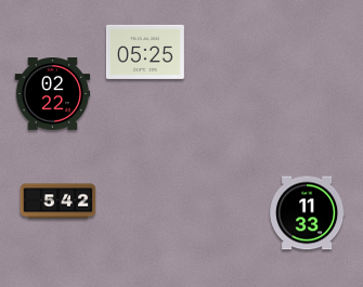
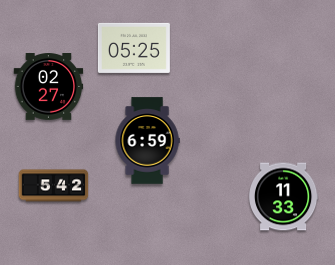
clock at (53, 94): 02:22 -> 02:27
clock at (147, 141): none -> 6:59
